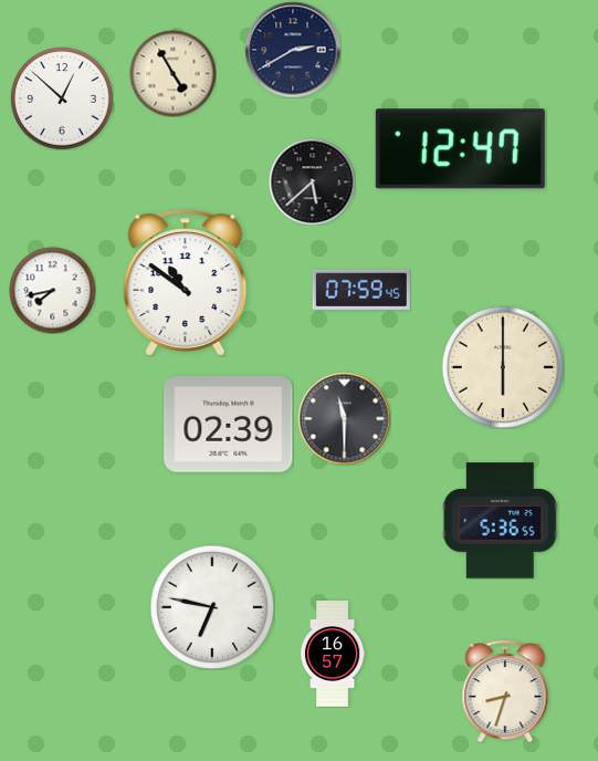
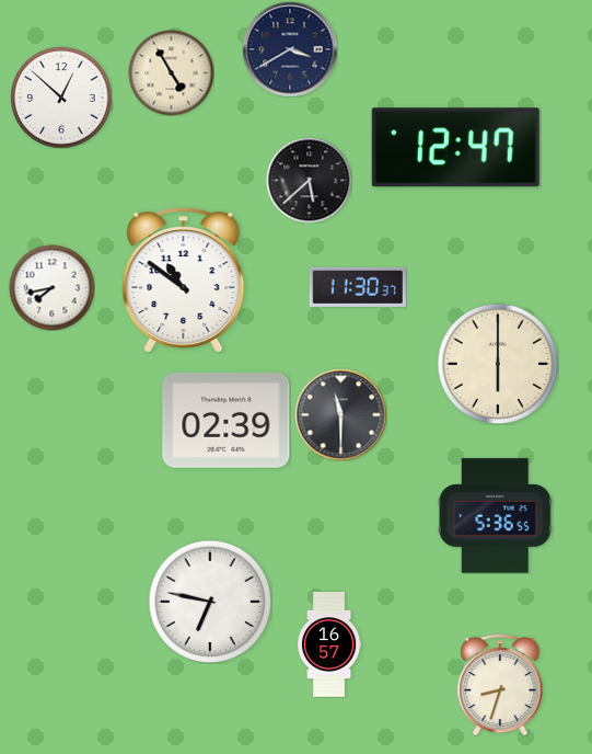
clock at (293, 50): 2:40 -> 3:40
clock at (361, 290): 07:59 -> 11:30
clock at (333, 655) position: (333, 655) -> (329, 646)
